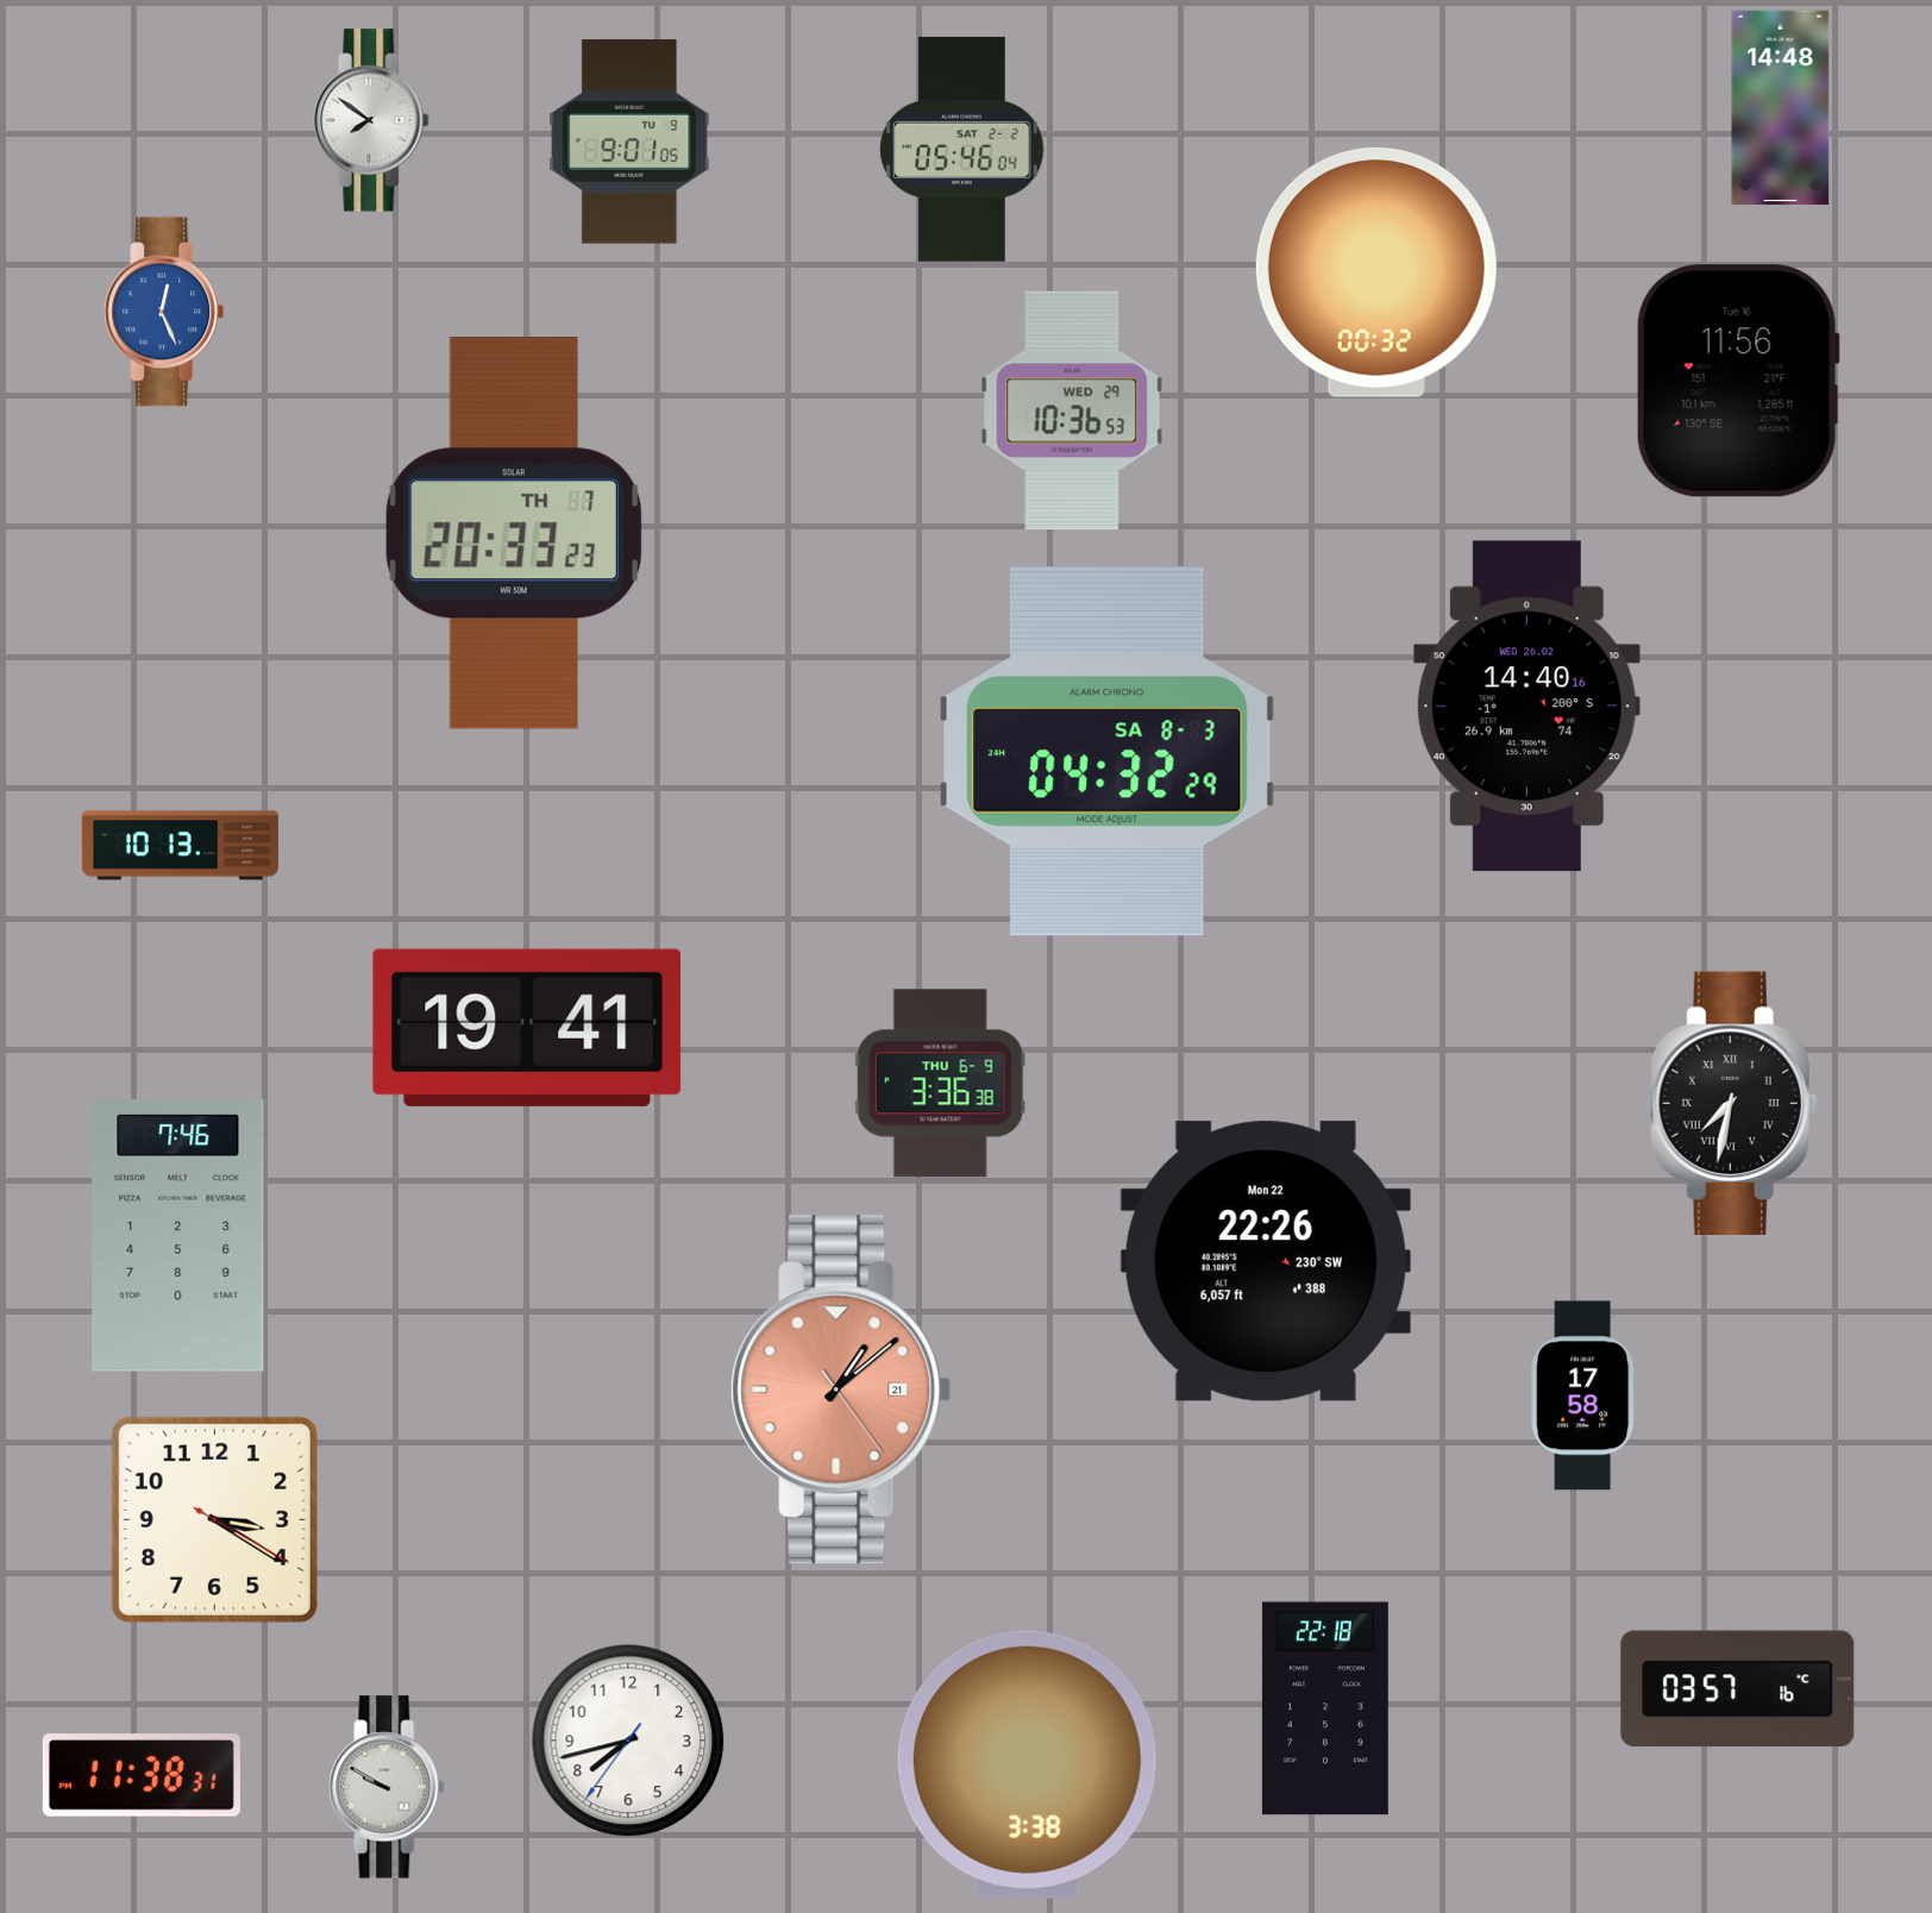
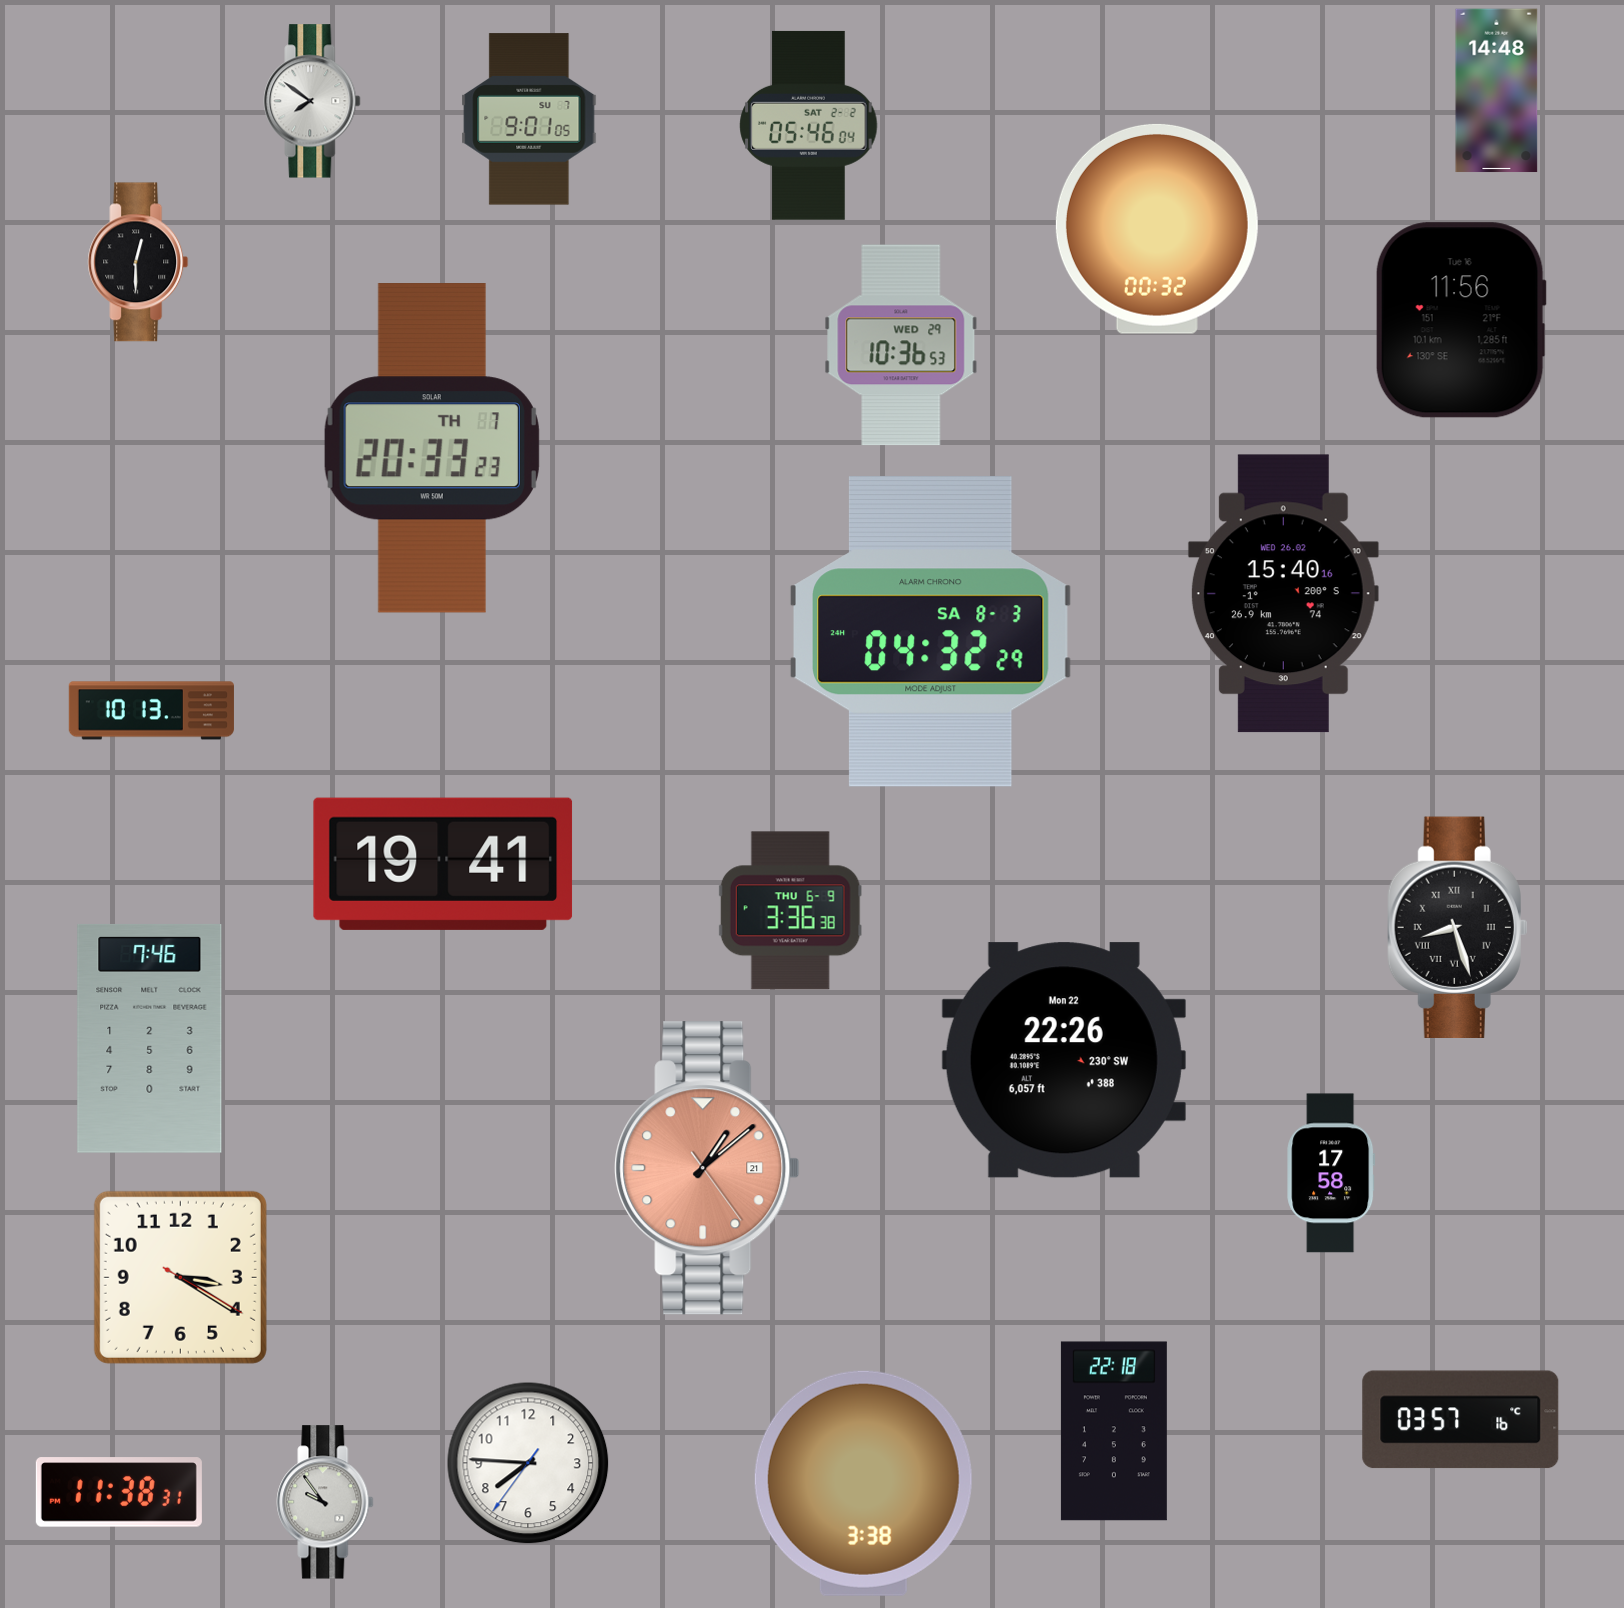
clock at (629, 142) date: TU 9 -> SU 7
clock at (164, 312): 12:26 -> 12:30
clock at (164, 312) dial: blue -> black
clock at (1526, 707): 14:40 -> 15:40
clock at (1735, 1103): 7:32 -> 8:27
clock at (1325, 1708) position: (1325, 1708) -> (1114, 1431)
clock at (628, 1740): 7:42 -> 7:45
clock at (387, 1787): 9:50 -> 9:54
